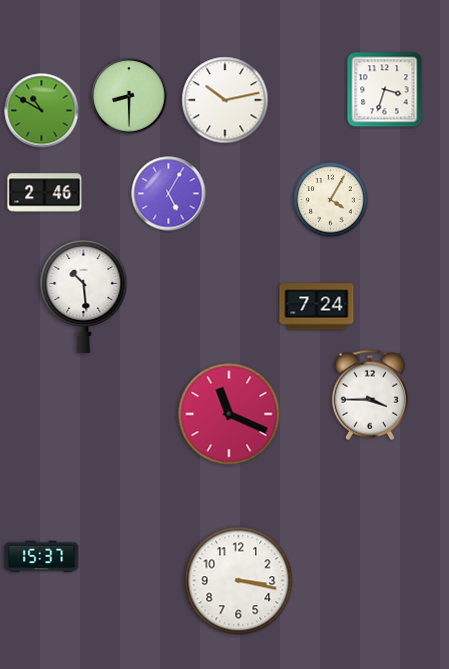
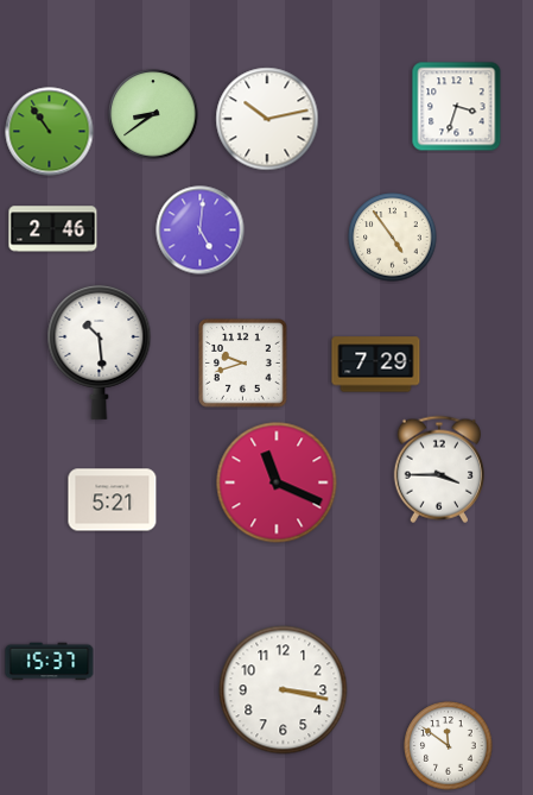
clock at (129, 96): 8:30 -> 8:39
clock at (42, 111): 10:50 -> 10:54
clock at (169, 194): 5:05 -> 5:01
clock at (331, 200): 4:05 -> 4:54
clock at (243, 364): none -> 9:42
clock at (317, 307): 7:24 -> 7:29
clock at (229, 414) position: (229, 414) -> (277, 482)
clock at (113, 500): none -> 5:21
clock at (449, 746): none -> 11:51
